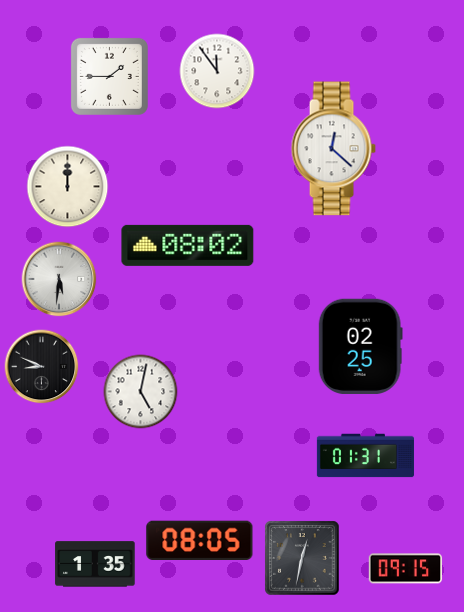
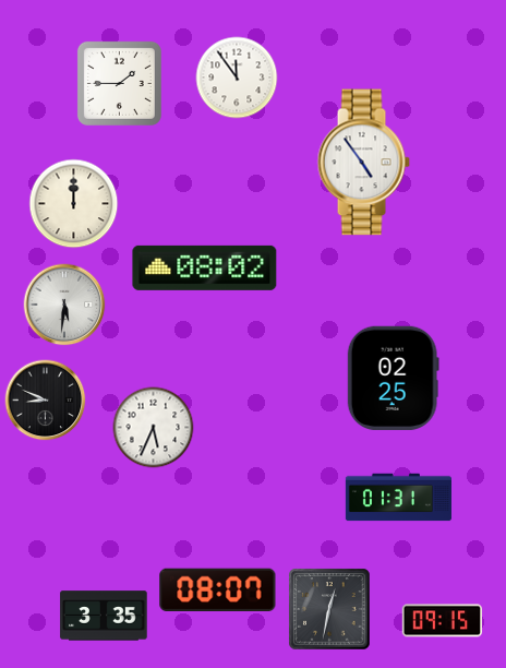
clock at (333, 149): 12:22 -> 4:54
clock at (141, 392): 5:02 -> 5:34
clock at (200, 541): 08:05 -> 08:07
clock at (95, 564): 1:35 -> 3:35
